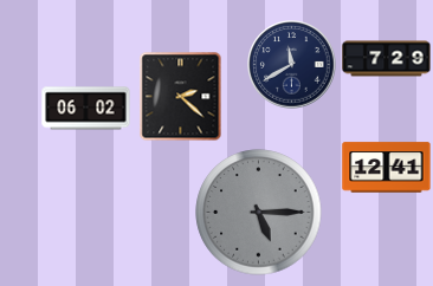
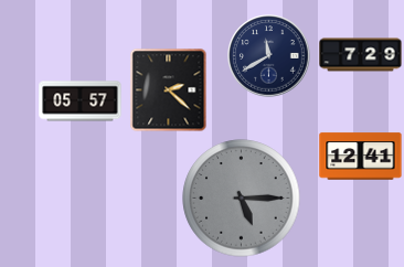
clock at (292, 65) position: (292, 65) -> (269, 56)
clock at (86, 109): 06:02 -> 05:57
